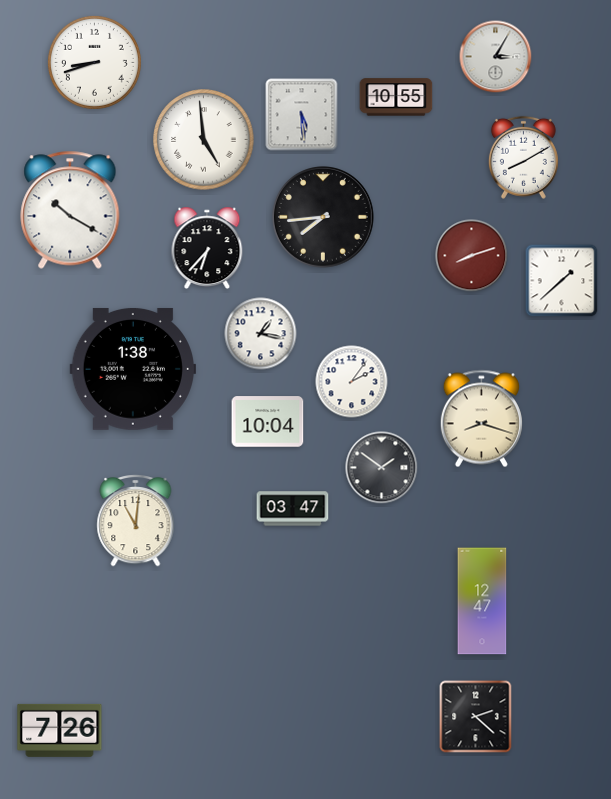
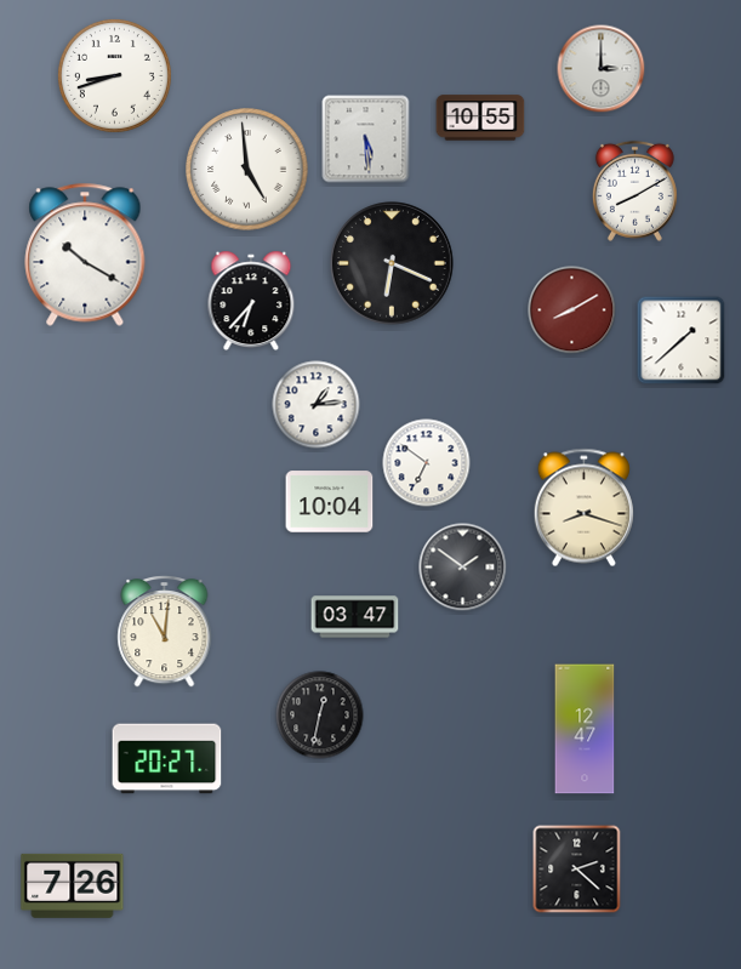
clock at (496, 57): 3:05 -> 3:00
clock at (324, 218): 7:44 -> 6:19
clock at (472, 256): 8:12 -> 8:10
clock at (261, 334): 1:17 -> 1:14
clock at (132, 369): 1:38 -> none
clock at (352, 382): 2:06 -> 6:51
clock at (268, 422) position: (268, 422) -> (330, 502)
clock at (320, 716): none -> 12:32
clock at (167, 759): none -> 20:27
